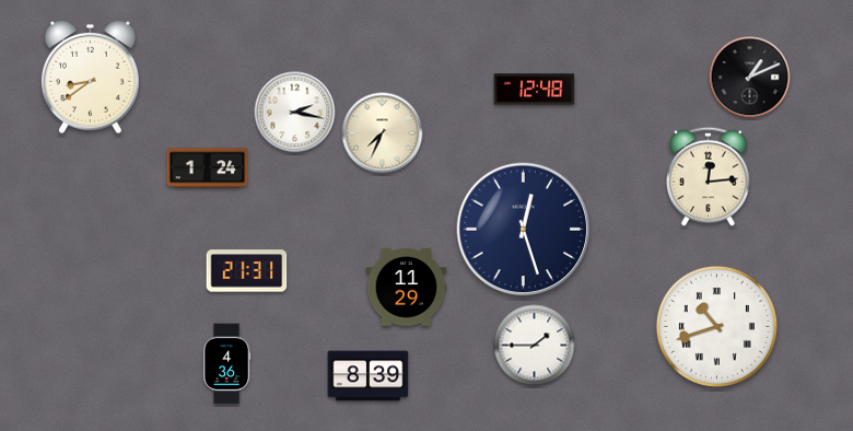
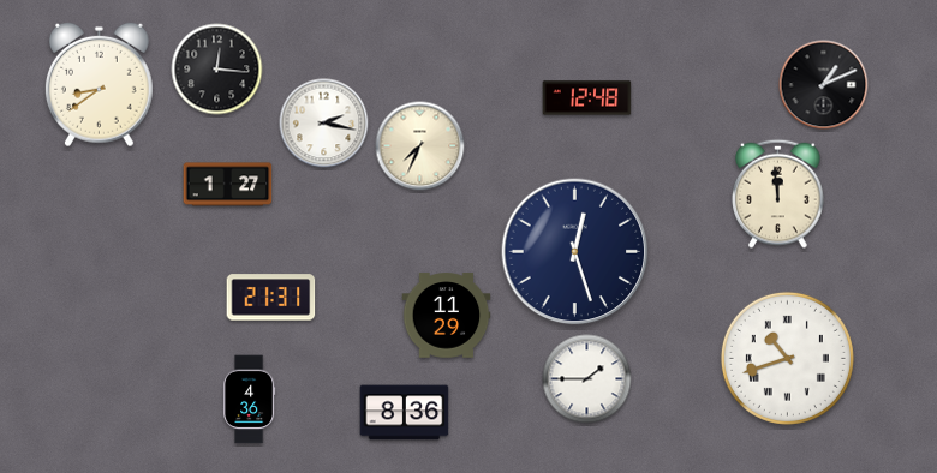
clock at (217, 70): none -> 12:16
clock at (208, 168): 1:24 -> 1:27
clock at (709, 176): 12:14 -> 11:59
clock at (369, 376): 8:39 -> 8:36
